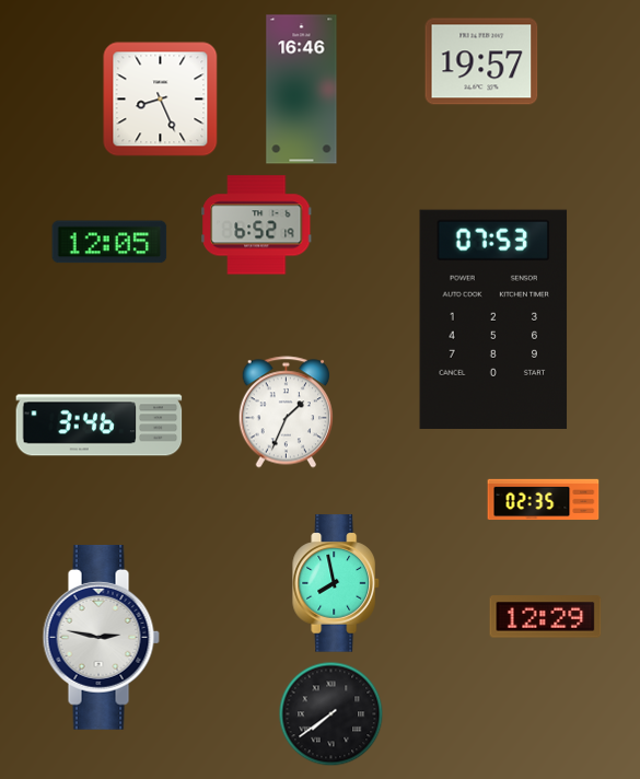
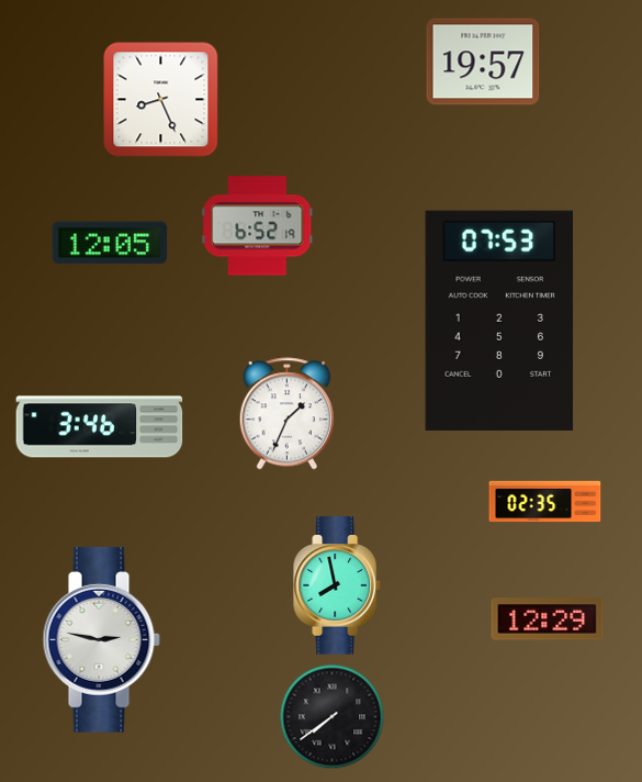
clock at (302, 90): 16:46 -> none
clock at (493, 319) position: (493, 319) -> (499, 321)
